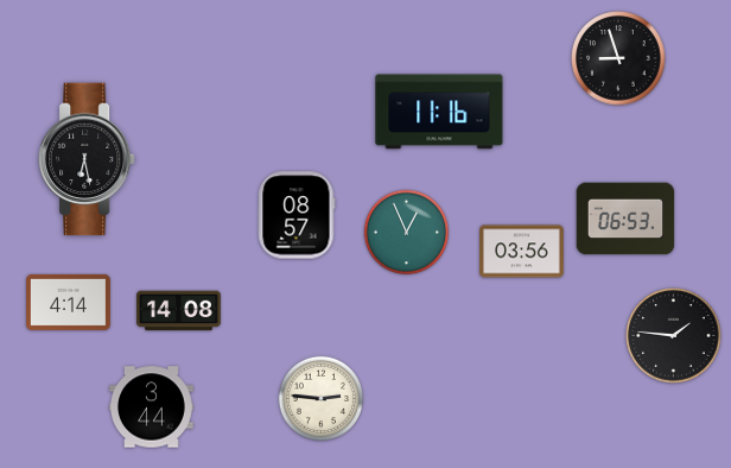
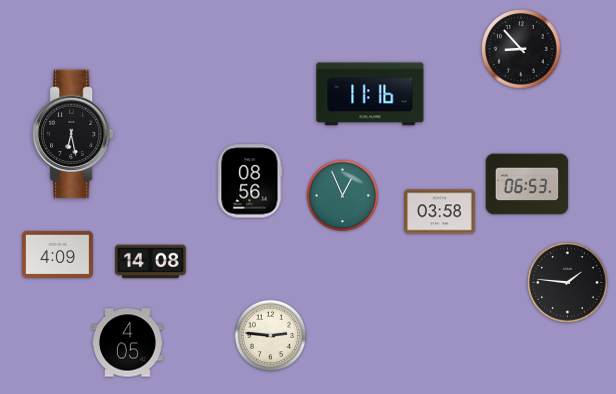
clock at (618, 58): 8:57 -> 8:53
clock at (297, 215): 08:57 -> 08:56
clock at (522, 252): 03:56 -> 03:58
clock at (69, 302): 4:14 -> 4:09
clock at (152, 407): 3:44 -> 4:05
